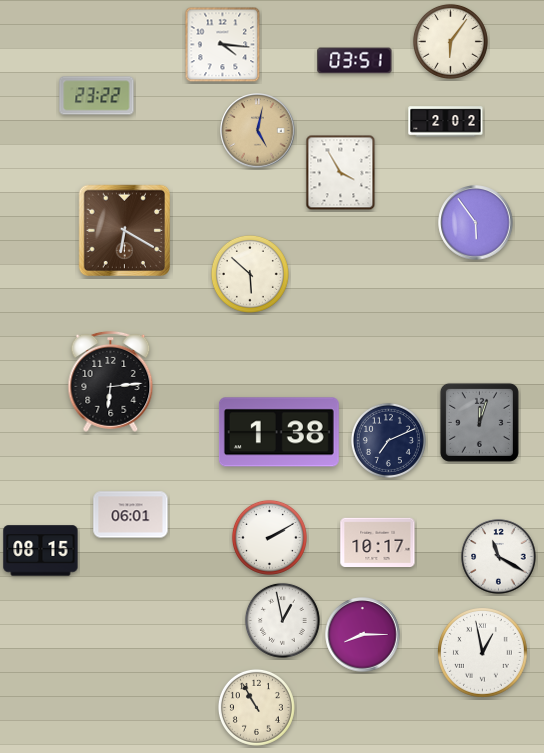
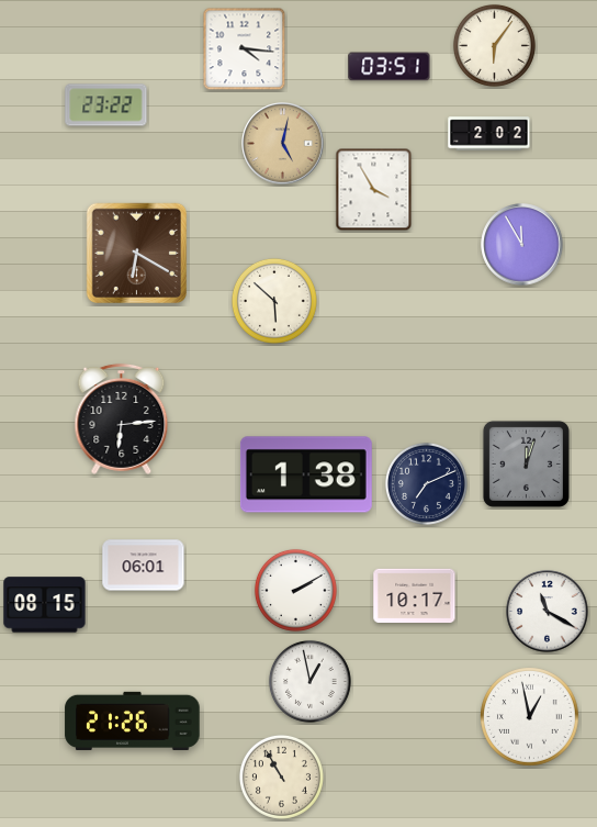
clock at (476, 223): 5:54 -> 11:55
clock at (363, 635): 8:15 -> none
clock at (133, 720): none -> 21:26
